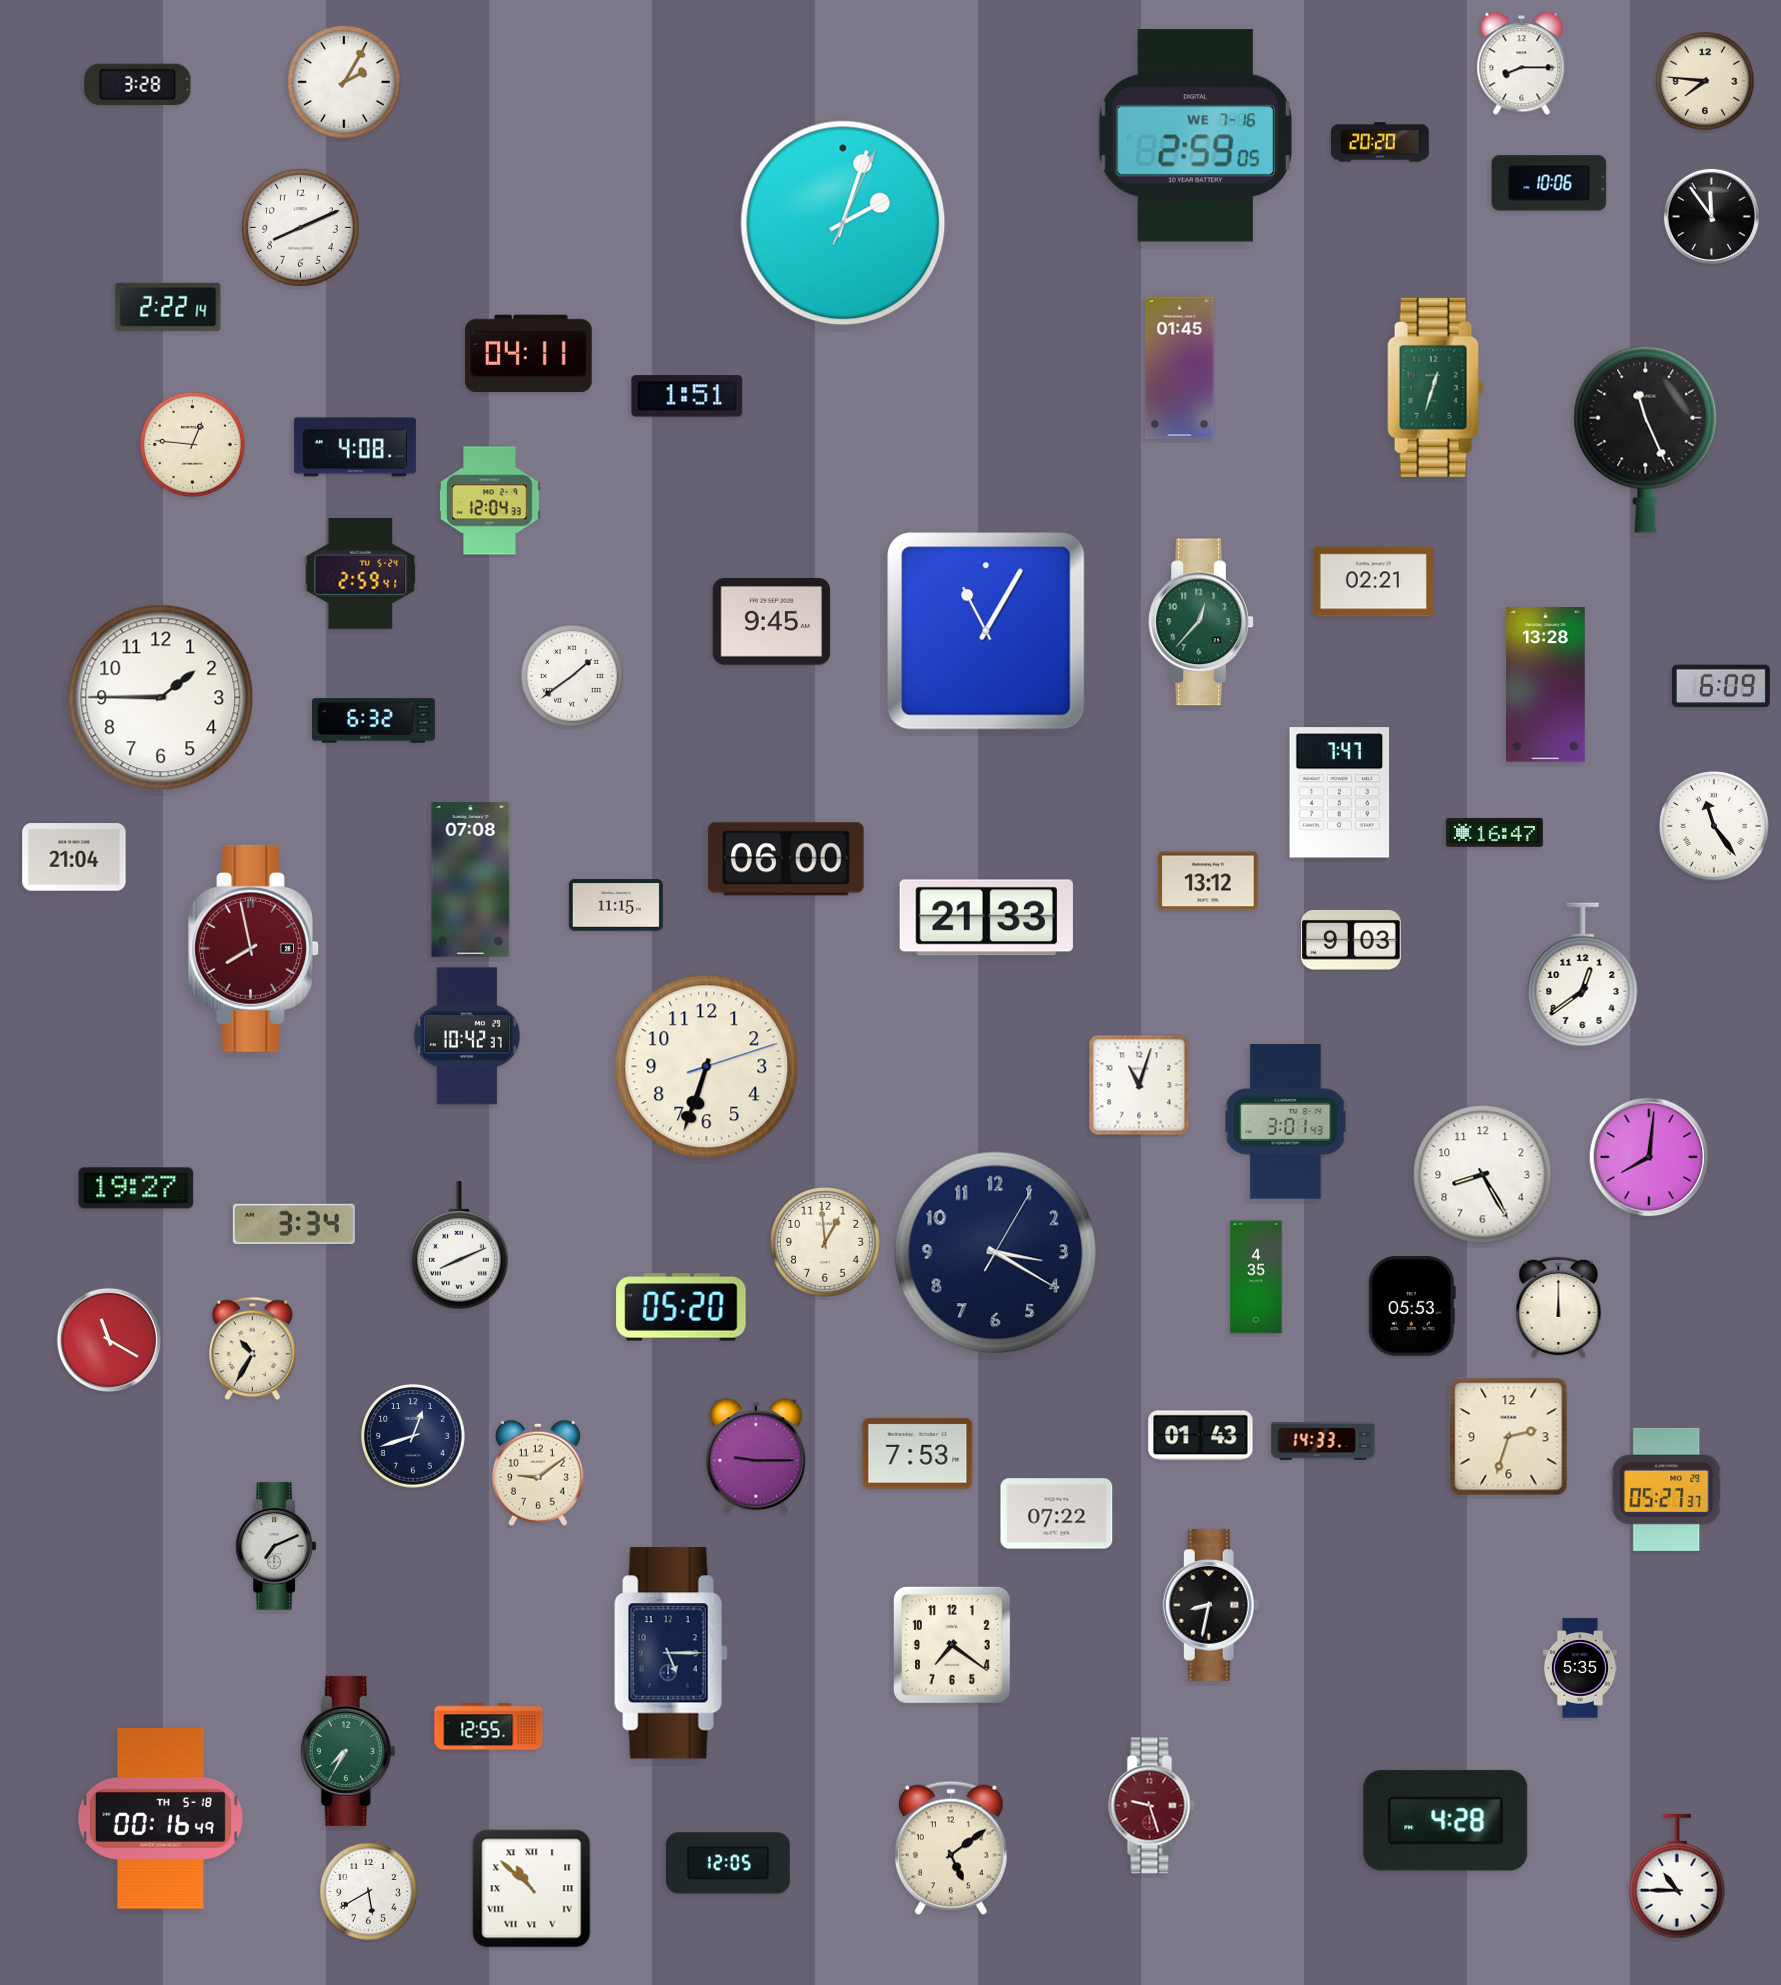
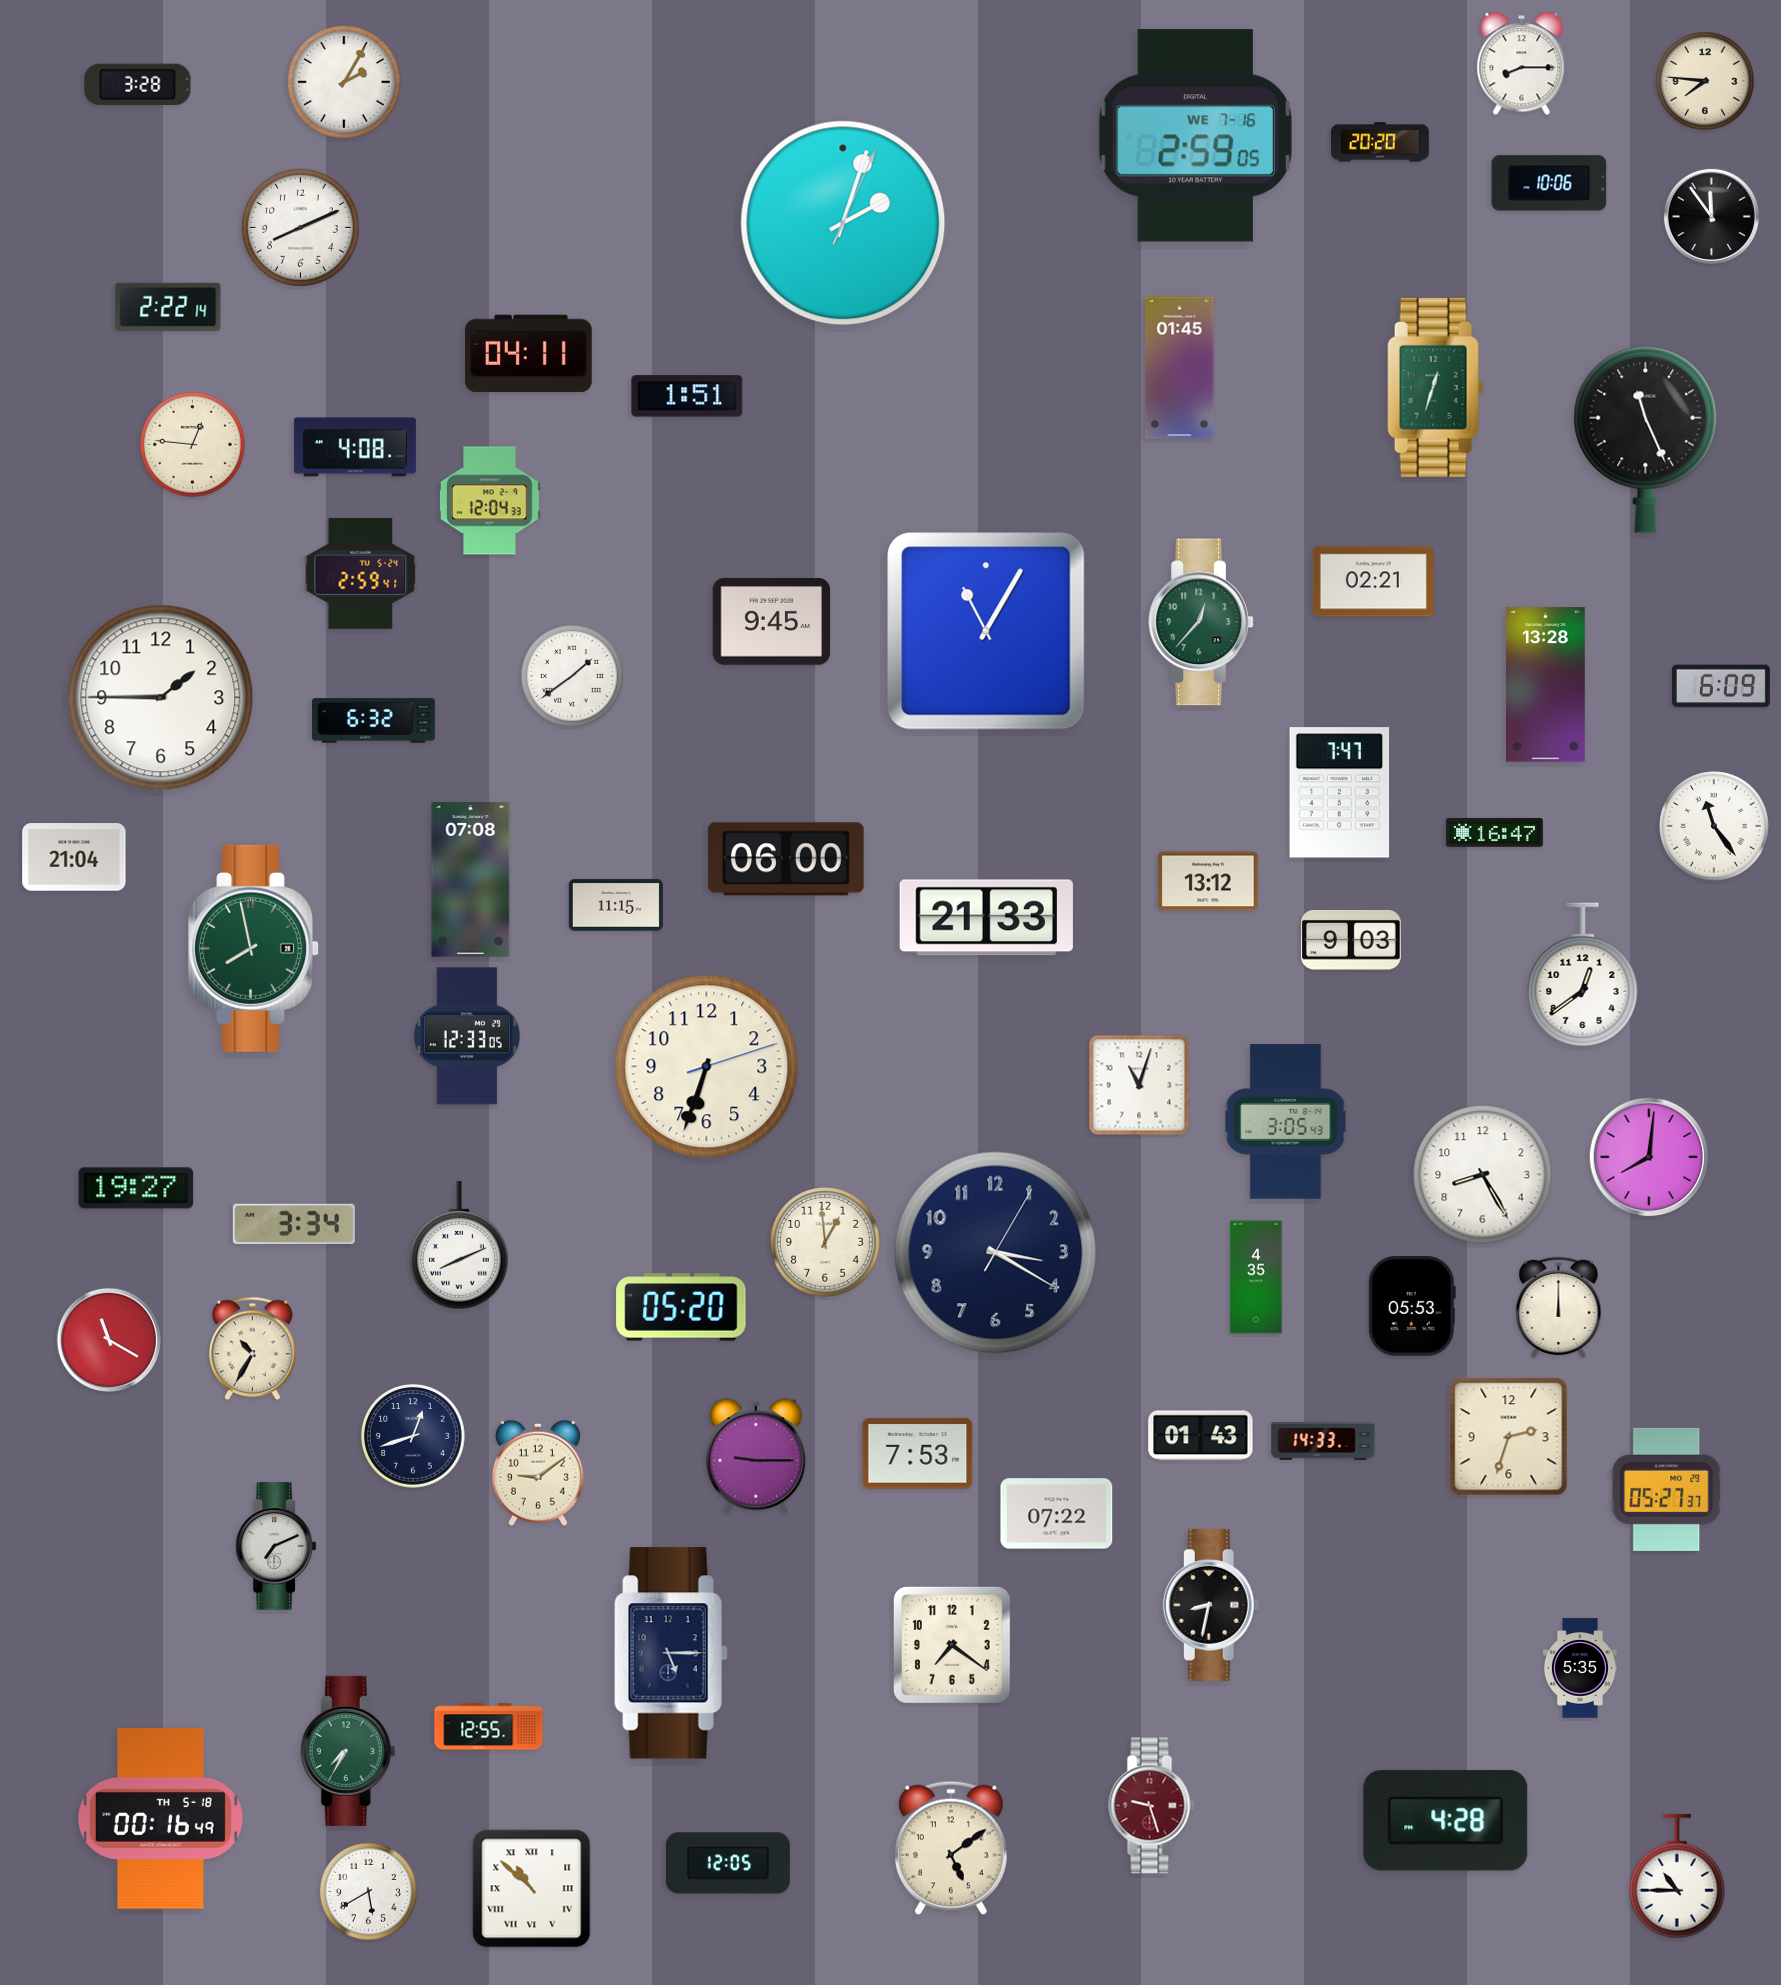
clock at (254, 948) dial: burgundy -> green
clock at (467, 1036): 10:42 -> 12:33
clock at (1286, 1122): 3:01 -> 3:05
